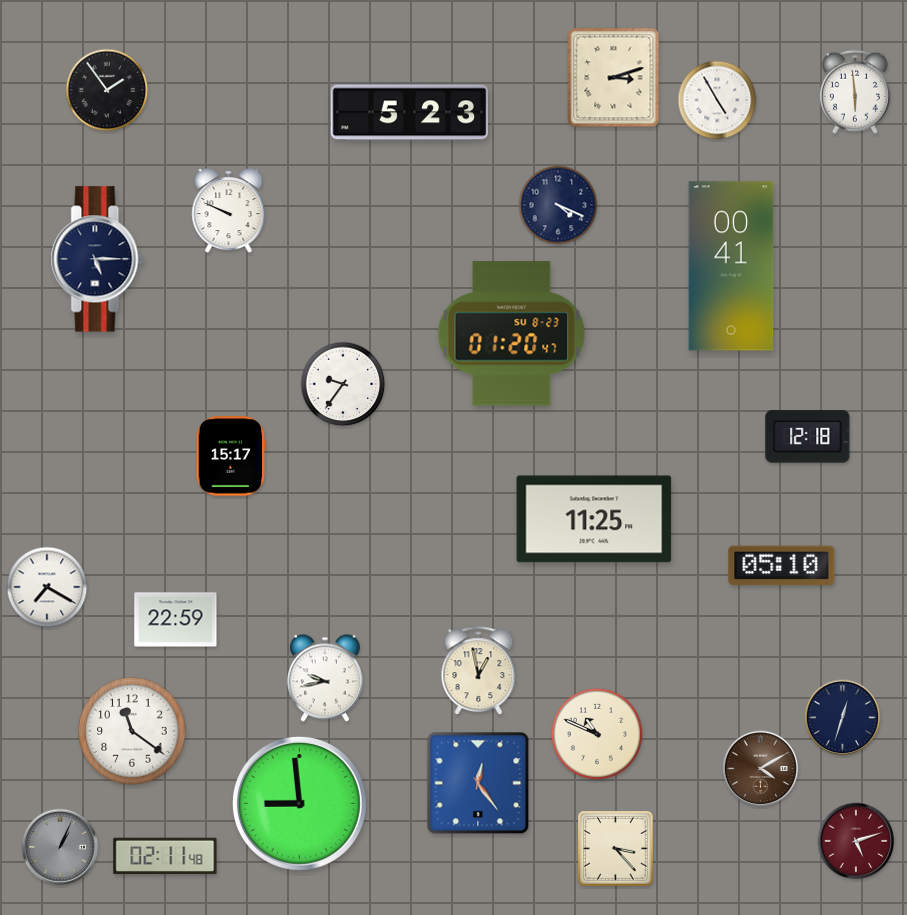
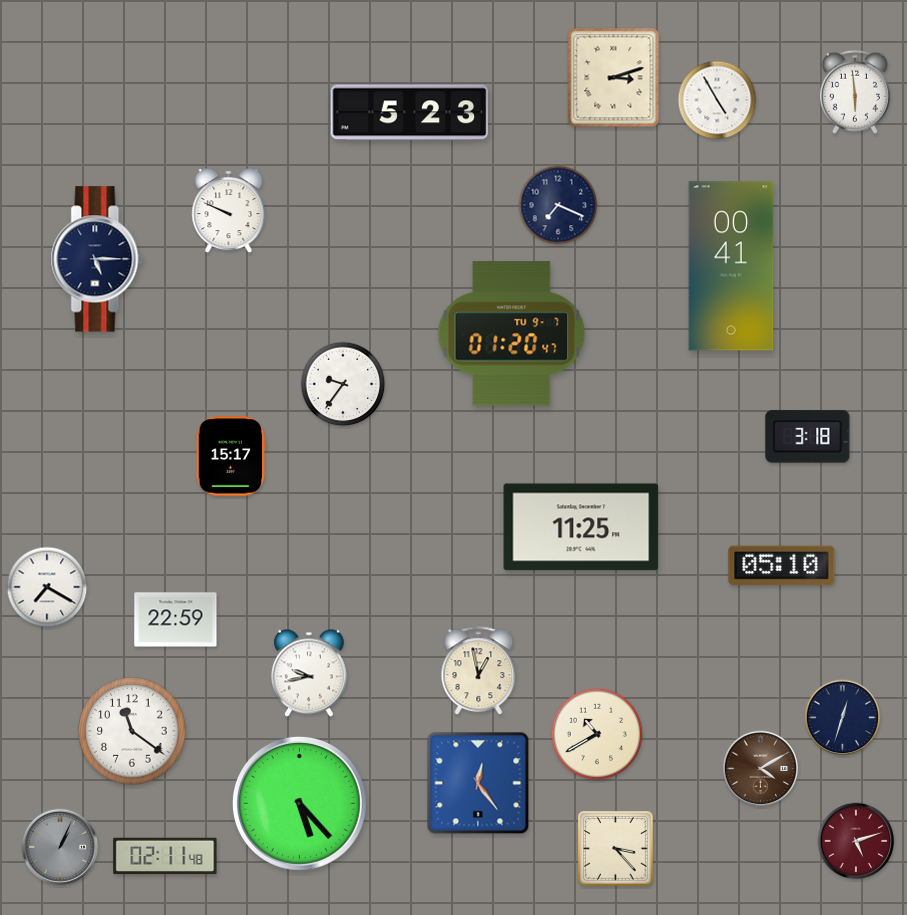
clock at (107, 90): 1:54 -> none
clock at (558, 205): 4:19 -> 7:19
clock at (512, 334) date: SU 8-23 -> TU 9-7
clock at (808, 437): 12:18 -> 3:18
clock at (594, 519) position: (594, 519) -> (581, 527)
clock at (325, 678) position: (325, 678) -> (309, 673)
clock at (596, 733): 10:49 -> 10:40
clock at (299, 803): 8:59 -> 5:23
